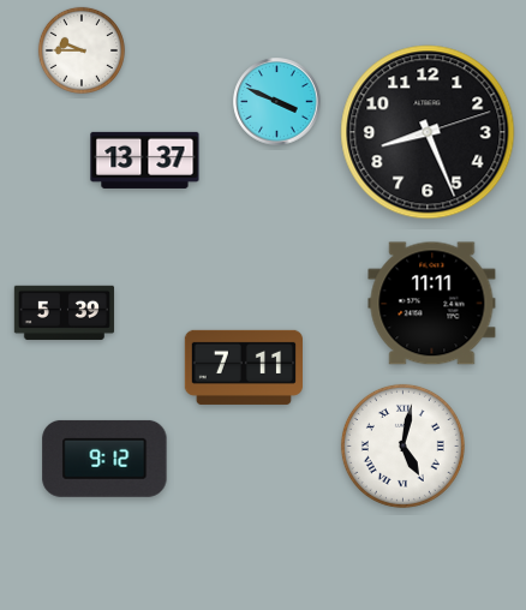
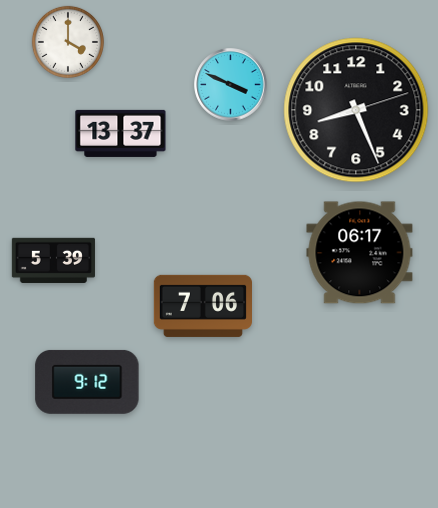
clock at (82, 50): 9:45 -> 4:00
clock at (432, 304): 11:11 -> 06:17
clock at (243, 367): 7:11 -> 7:06
clock at (402, 445): 5:02 -> none
